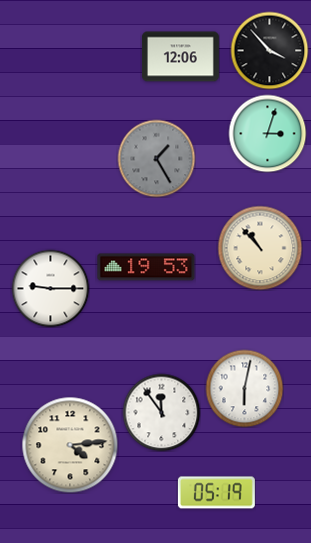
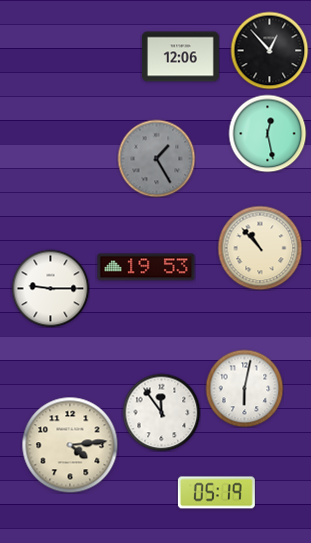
clock at (269, 50): 3:53 -> 12:53
clock at (267, 133): 3:03 -> 12:28
